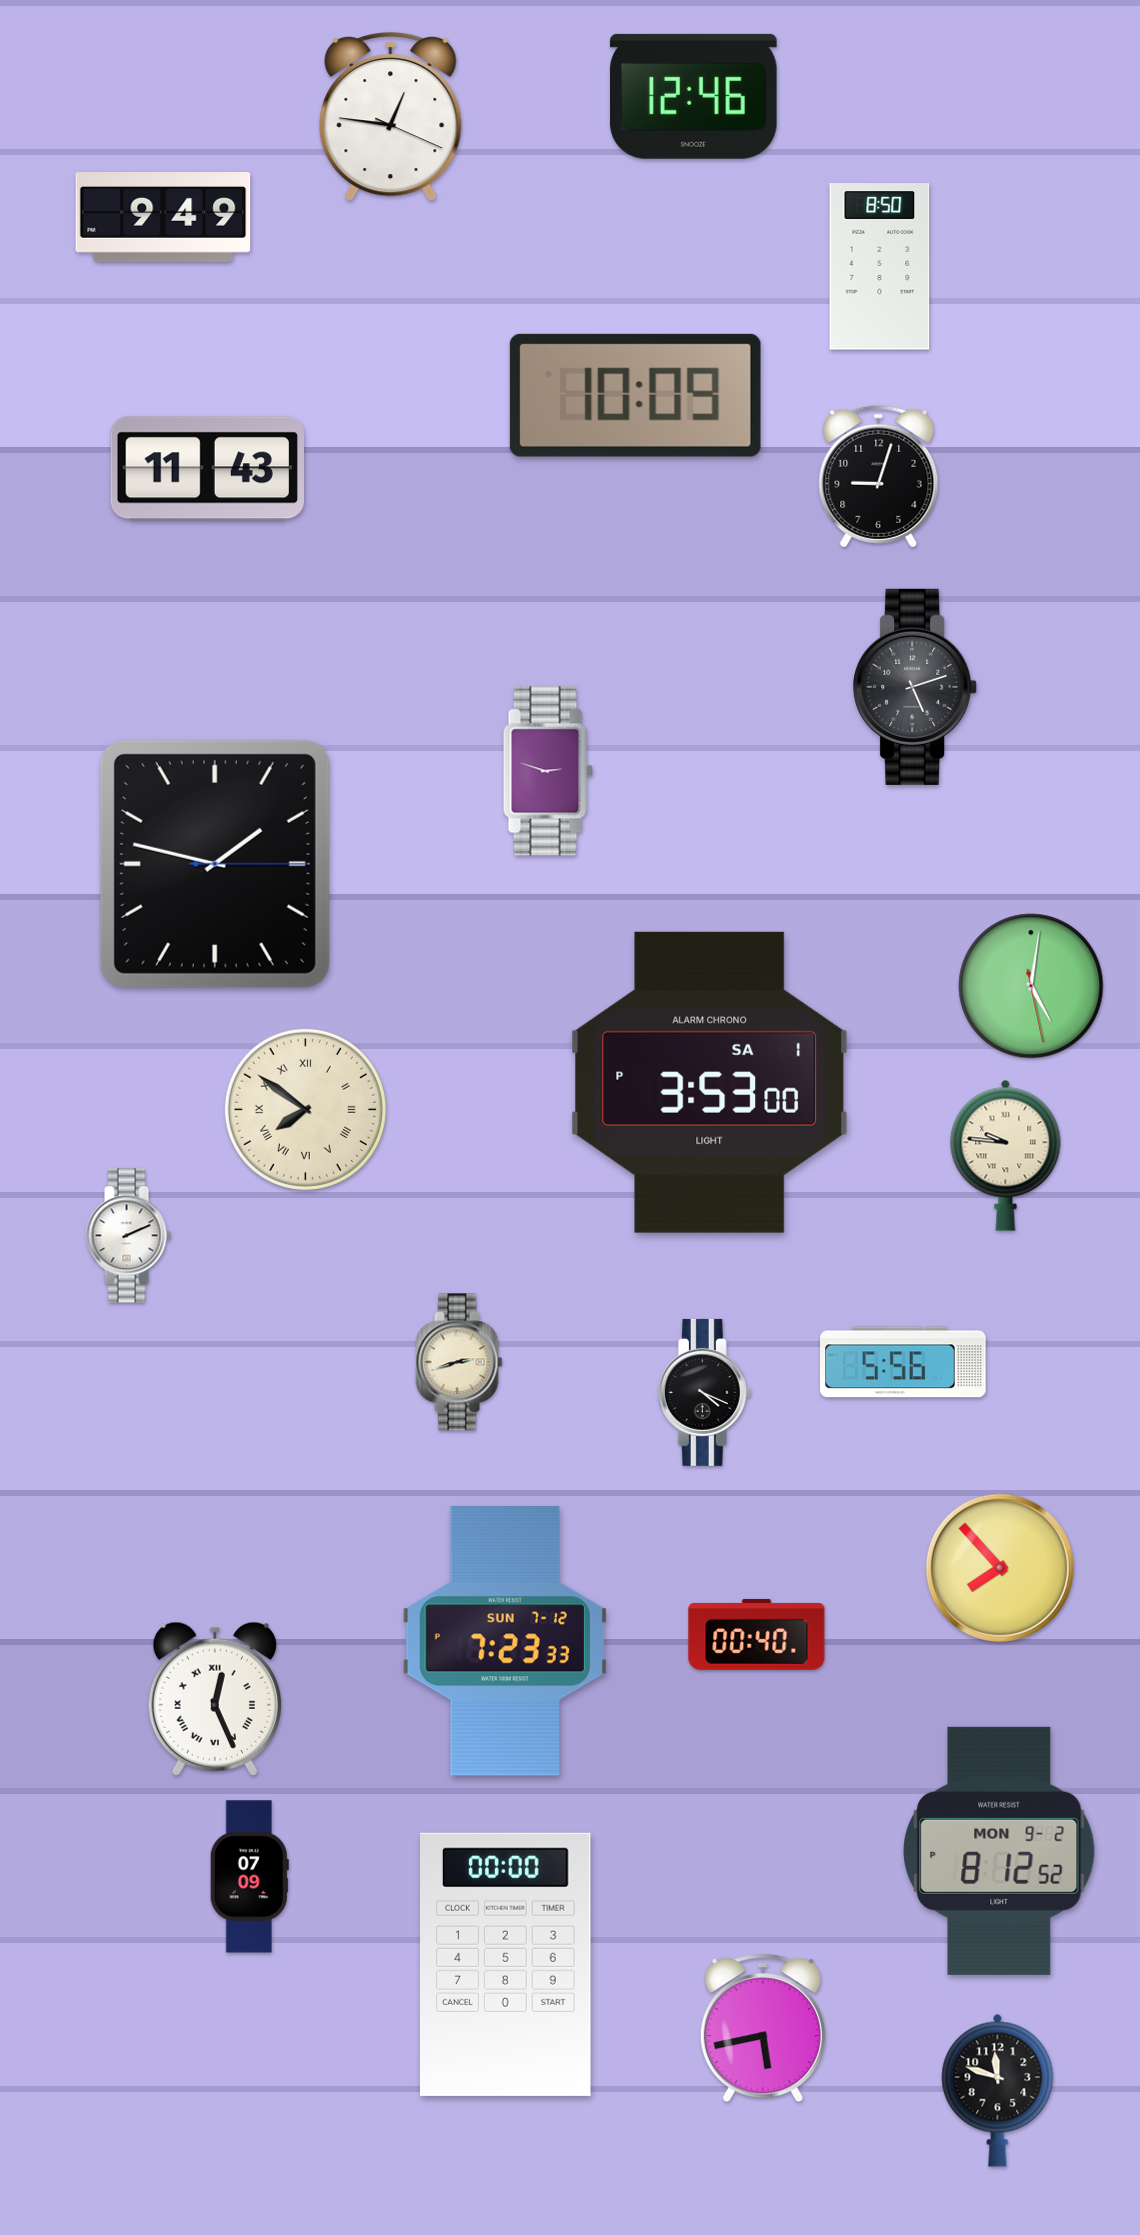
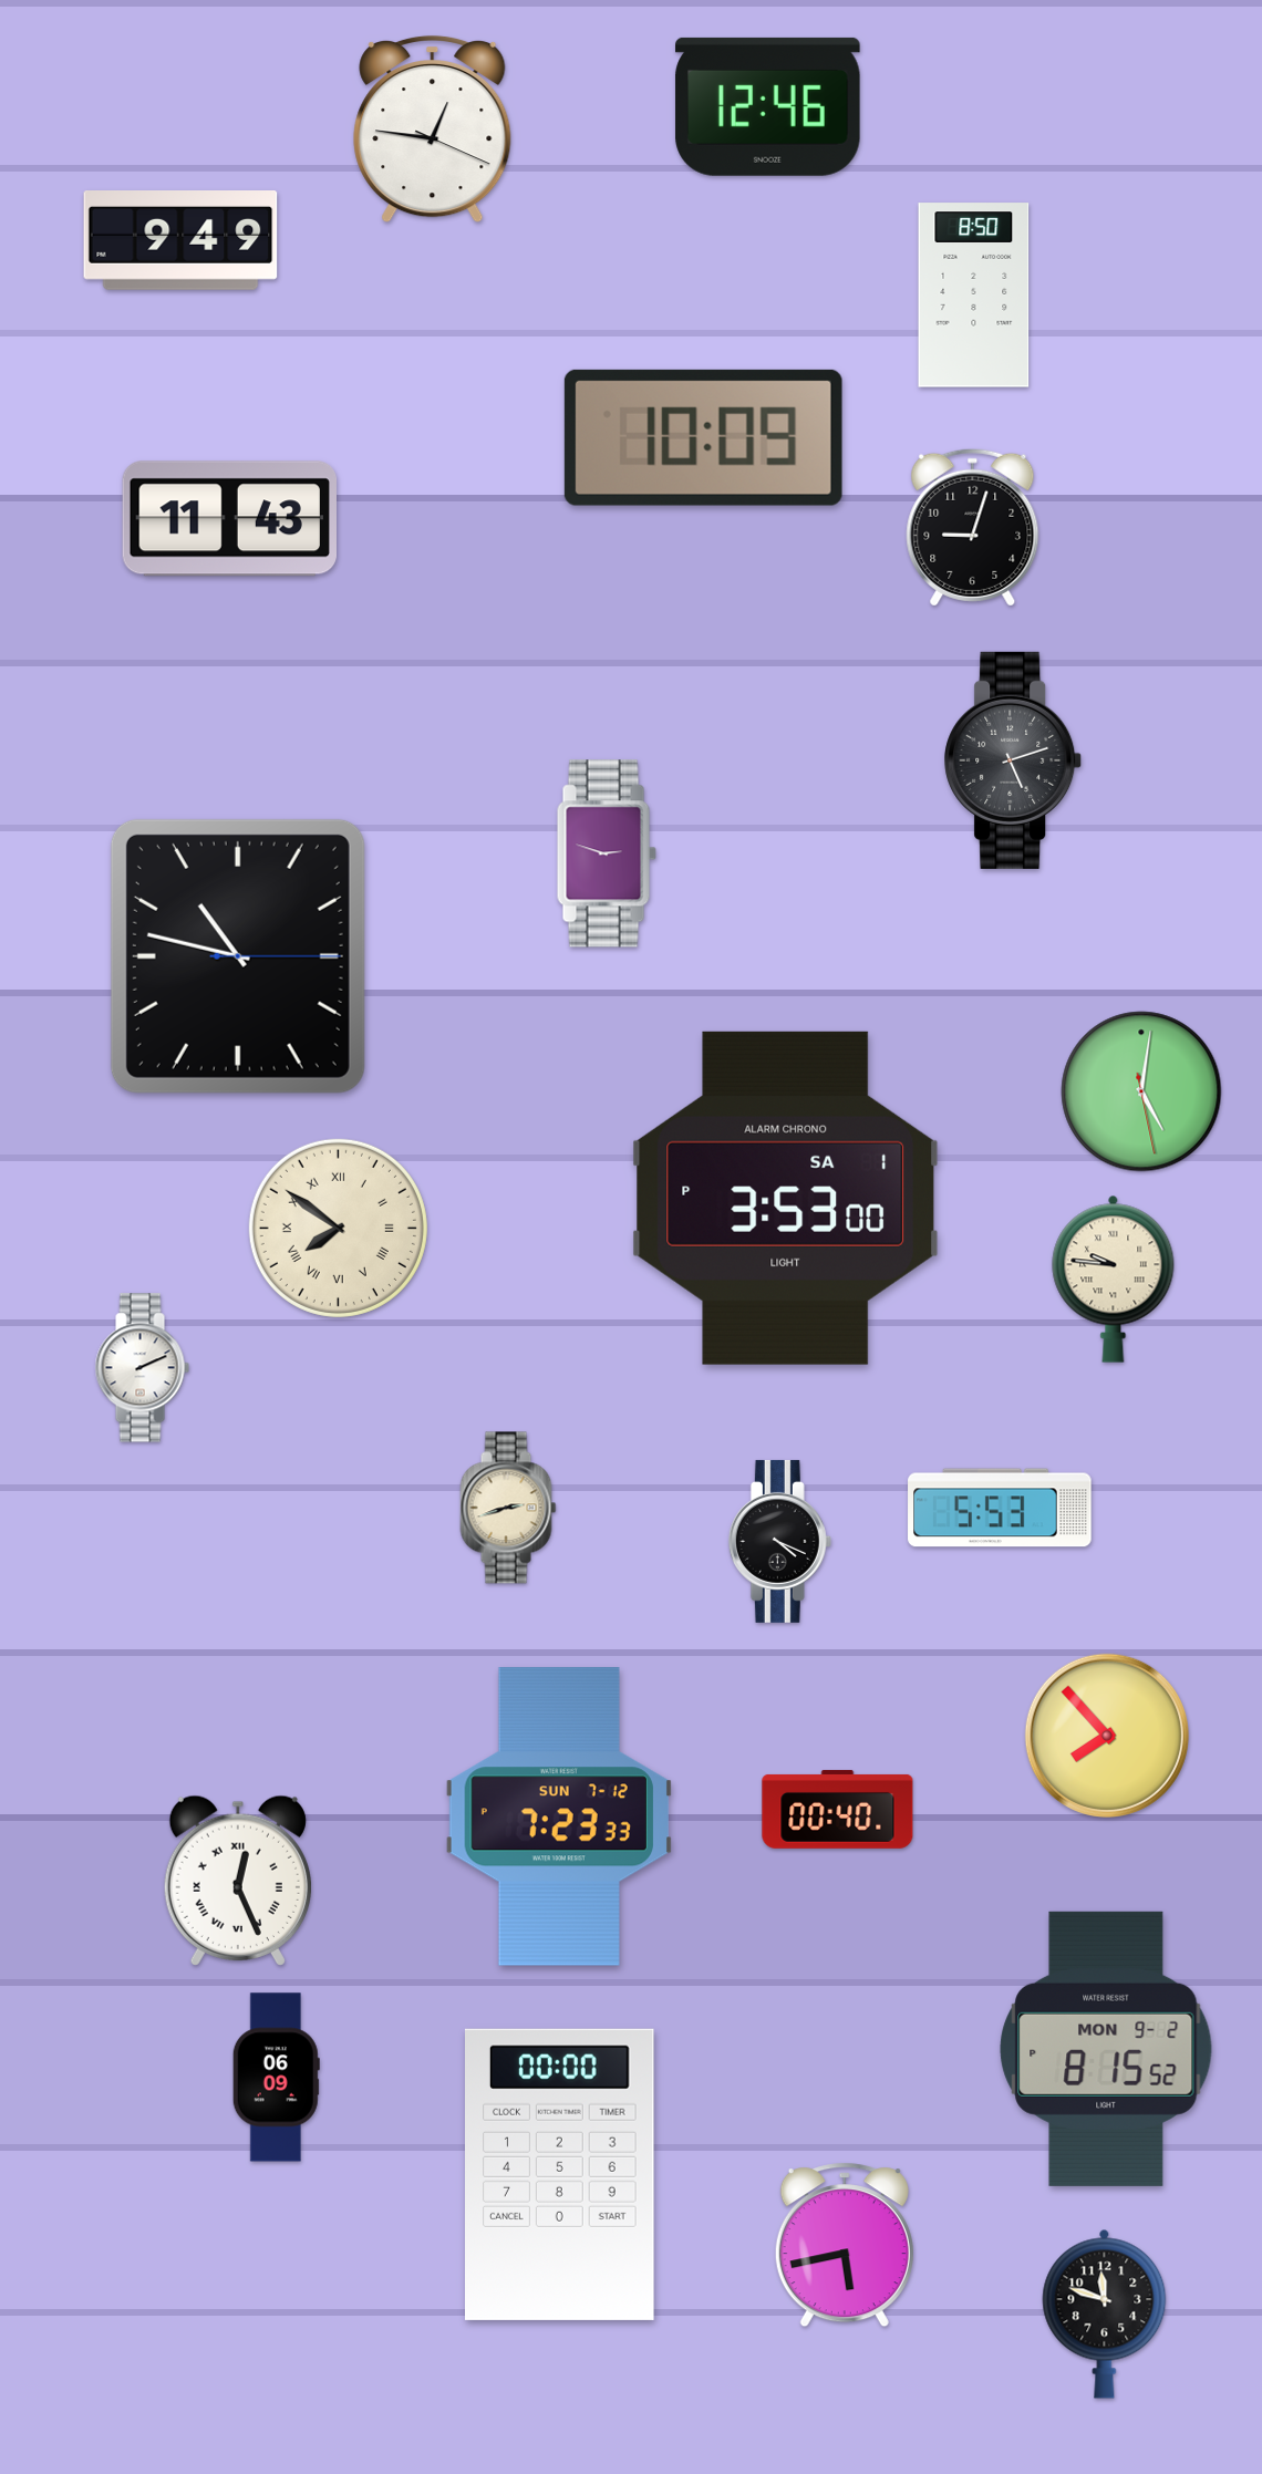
clock at (215, 864): 1:47 -> 10:47
clock at (903, 1362): 5:56 -> 5:53
clock at (999, 1851): 8:12 -> 8:15
clock at (249, 1877): 07:09 -> 06:09
